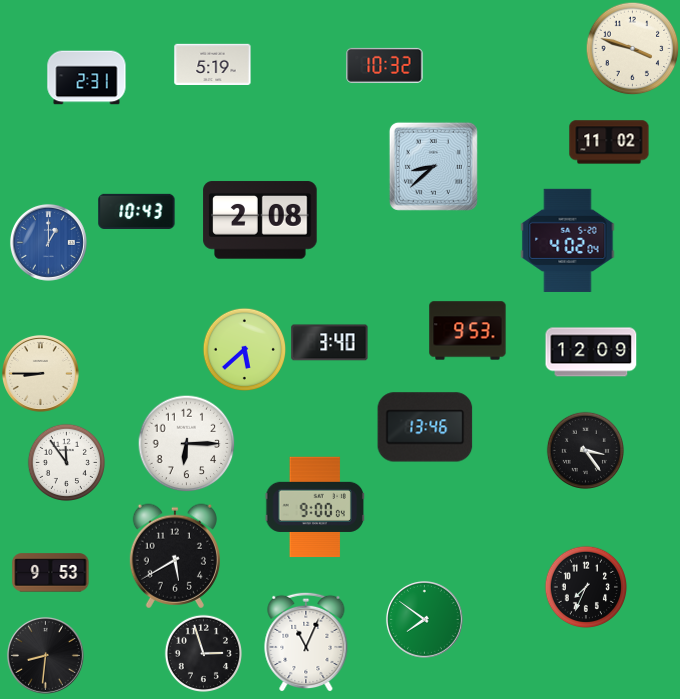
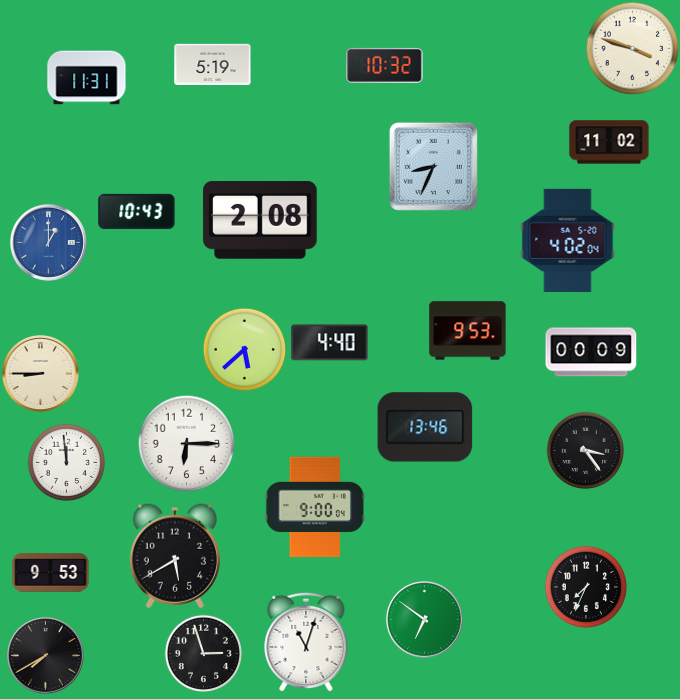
clock at (87, 78): 2:31 -> 11:31
clock at (433, 166): 8:38 -> 8:34
clock at (330, 343): 3:40 -> 4:40
clock at (591, 352): 12:09 -> 00:09
clock at (66, 462): 11:54 -> 11:59
clock at (424, 619): 7:51 -> 6:51
clock at (306, 642): 11:04 -> 11:03
clock at (45, 655): 8:31 -> 7:40
